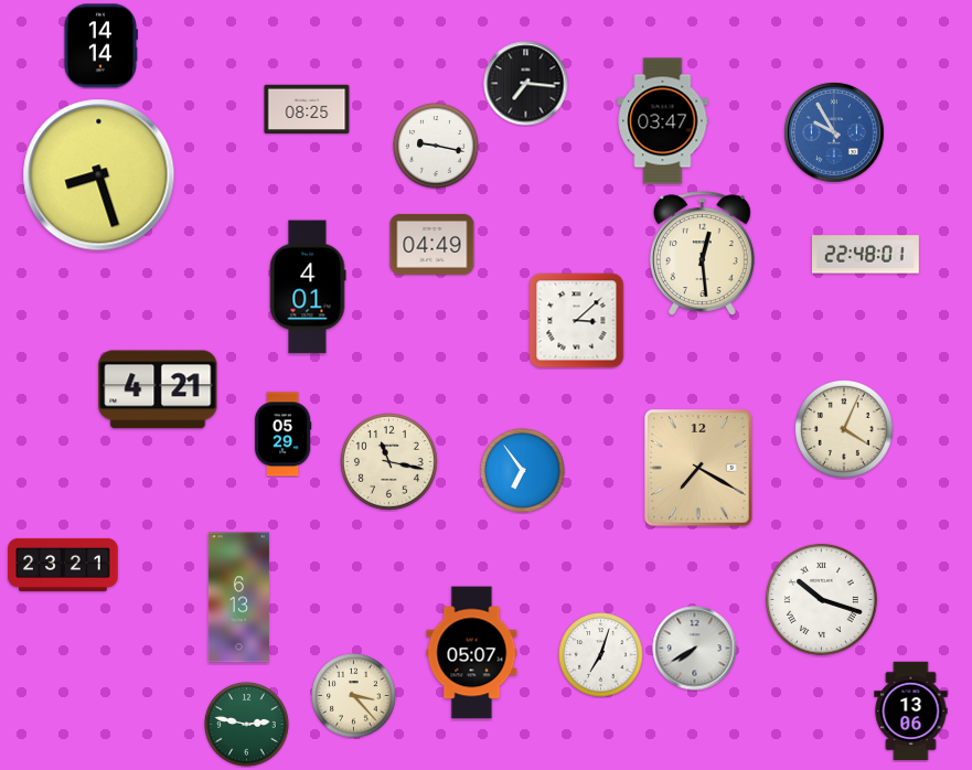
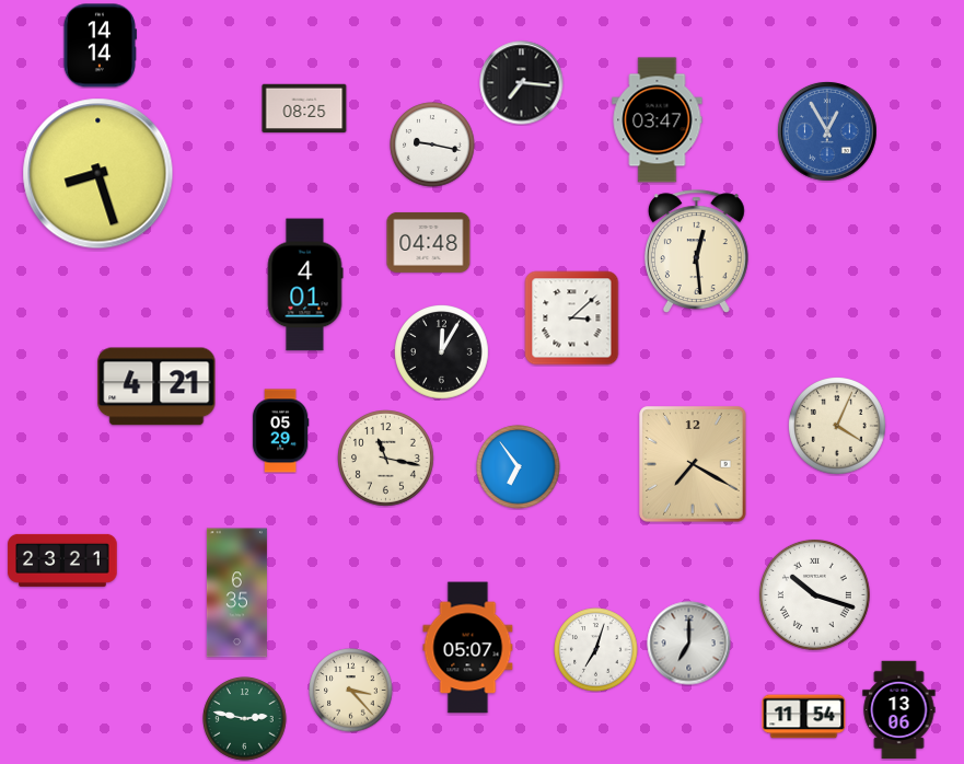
clock at (834, 132): 9:55 -> 12:55
clock at (432, 244): 04:49 -> 04:48
clock at (866, 255): 22:48 -> none
clock at (442, 352): none -> 12:05
clock at (238, 598): 6:13 -> 6:35
clock at (695, 649): 7:40 -> 7:00
clock at (911, 712) position: (911, 712) -> (899, 710)
clock at (804, 717): none -> 11:54
